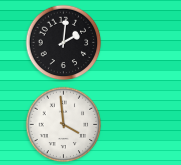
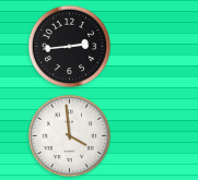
clock at (64, 43): 2:01 -> 2:44
